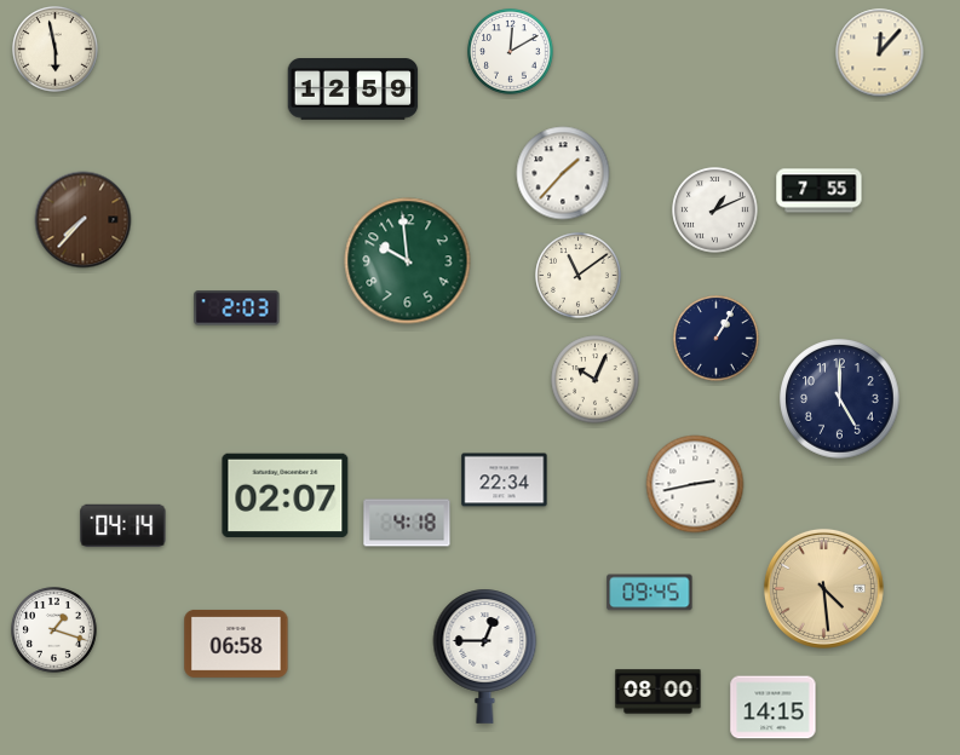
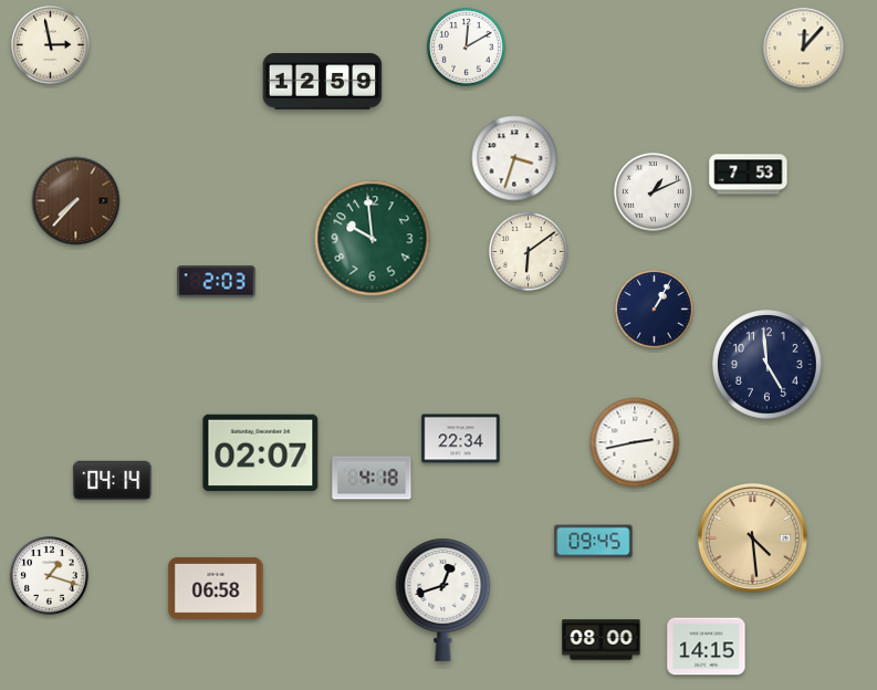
clock at (56, 50): 5:58 -> 2:58
clock at (563, 173): 1:37 -> 3:33
clock at (820, 191): 7:55 -> 7:53
clock at (579, 276): 11:09 -> 6:09
clock at (596, 380): 10:04 -> none
clock at (840, 399): 5:00 -> 4:59
clock at (485, 656): 12:45 -> 12:42
clock at (659, 692) position: (659, 692) -> (602, 640)
